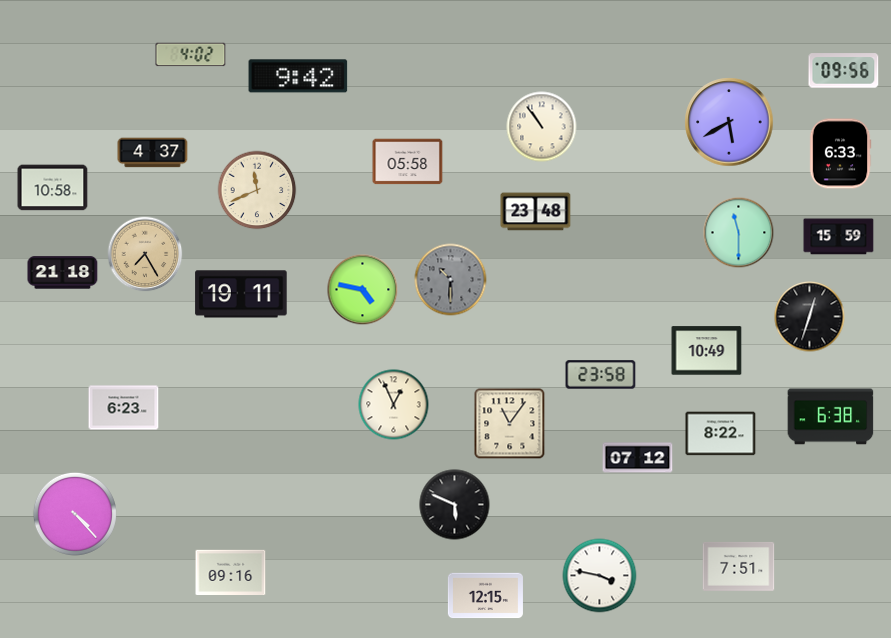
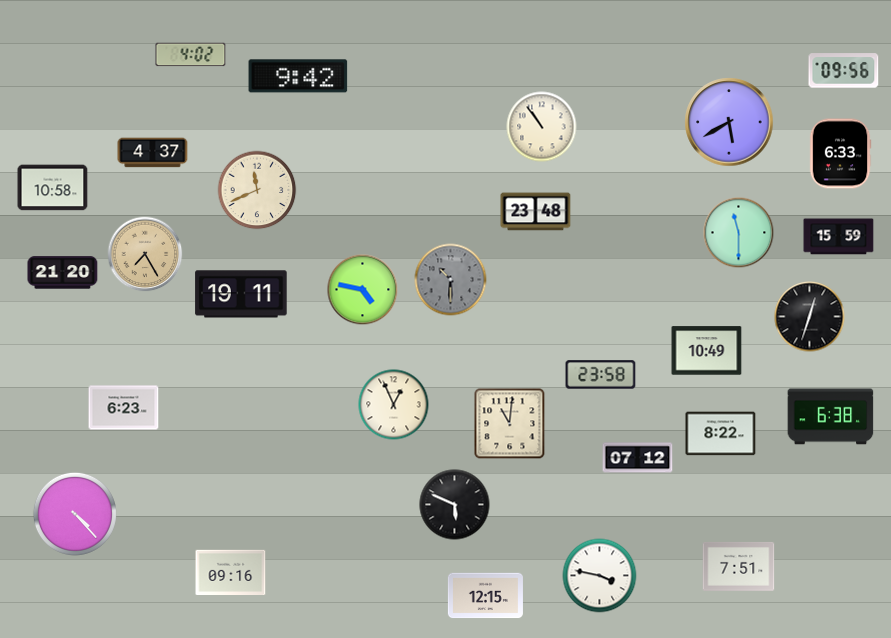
clock at (408, 162): 05:58 -> none
clock at (63, 273): 21:18 -> 21:20
clock at (510, 424): 11:06 -> 11:01
